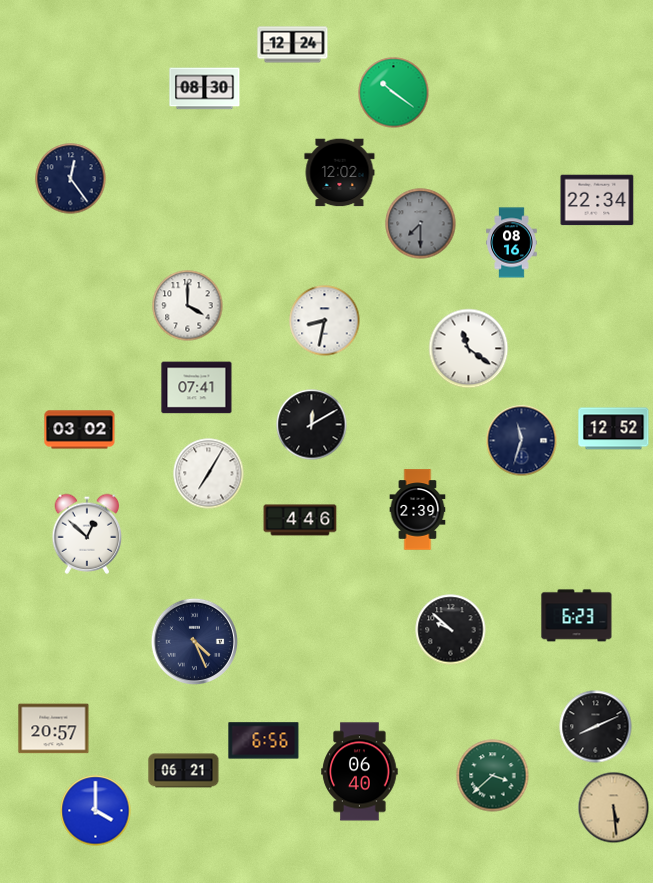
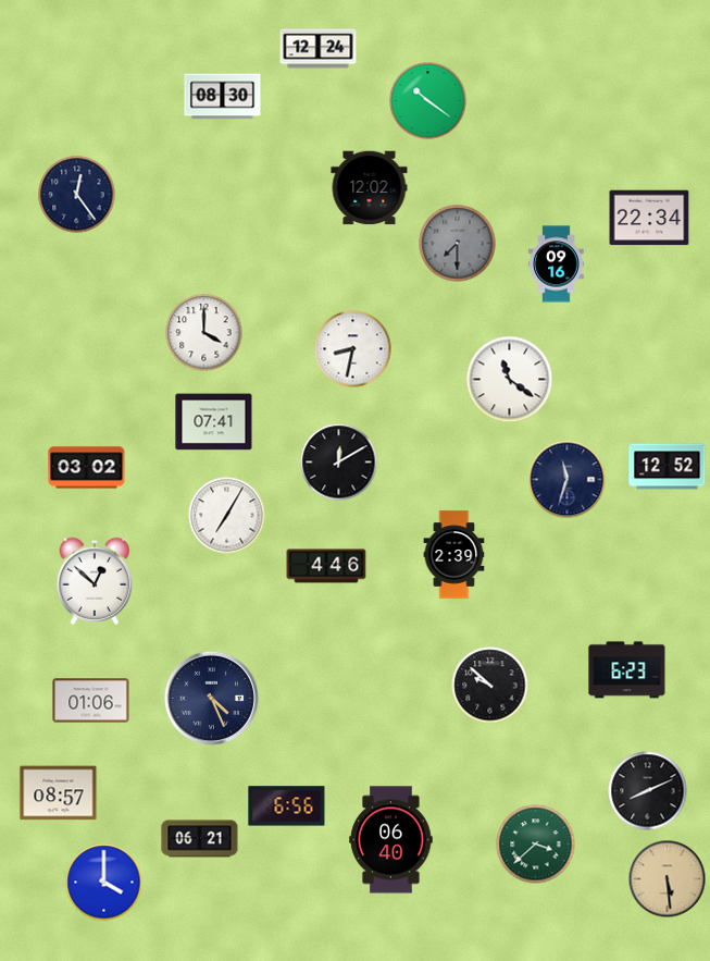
clock at (512, 243): 08:16 -> 09:16
clock at (91, 701): none -> 01:06
clock at (54, 729): 20:57 -> 08:57
